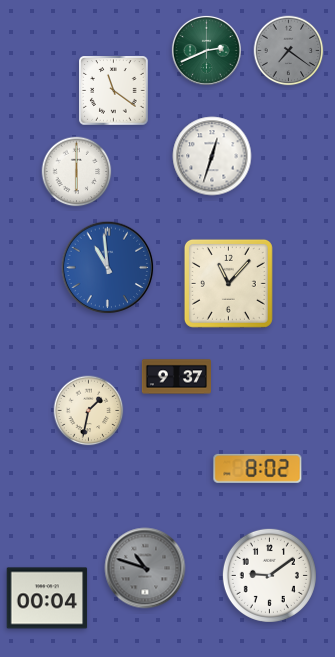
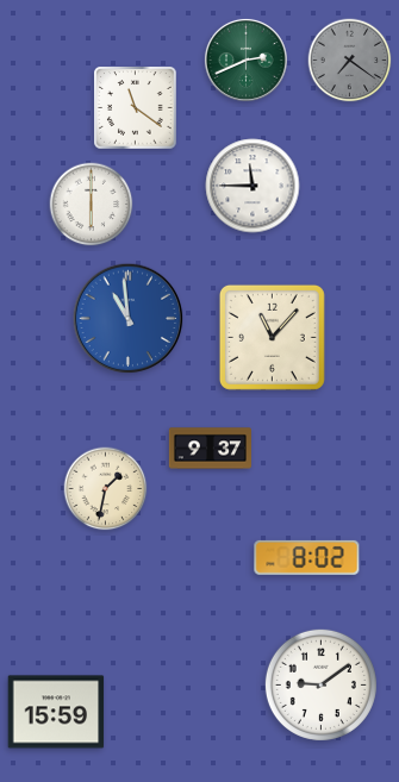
clock at (289, 51) position: (289, 51) -> (350, 61)
clock at (212, 156): 12:33 -> 11:45
clock at (145, 568): 10:48 -> none
clock at (47, 598): 00:04 -> 15:59
